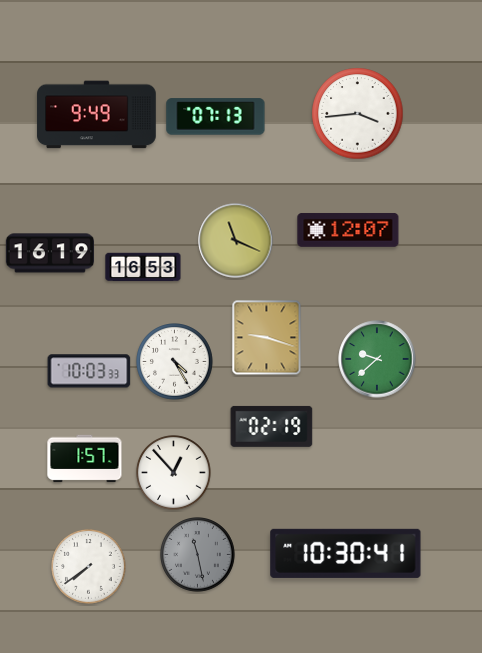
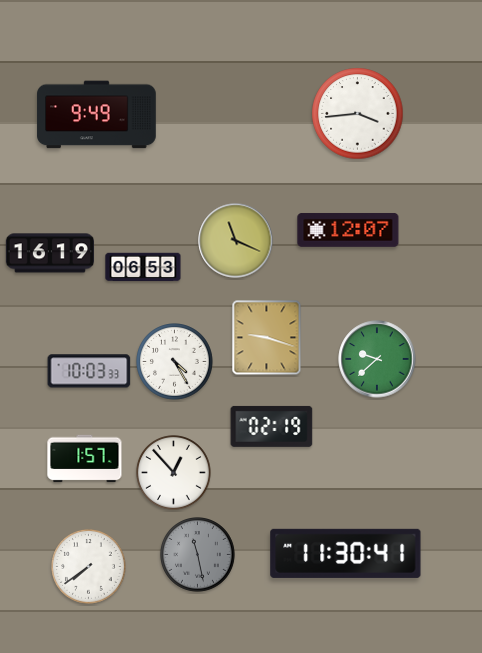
clock at (216, 117): 07:13 -> none
clock at (143, 267): 16:53 -> 06:53
clock at (346, 553): 10:30 -> 11:30
